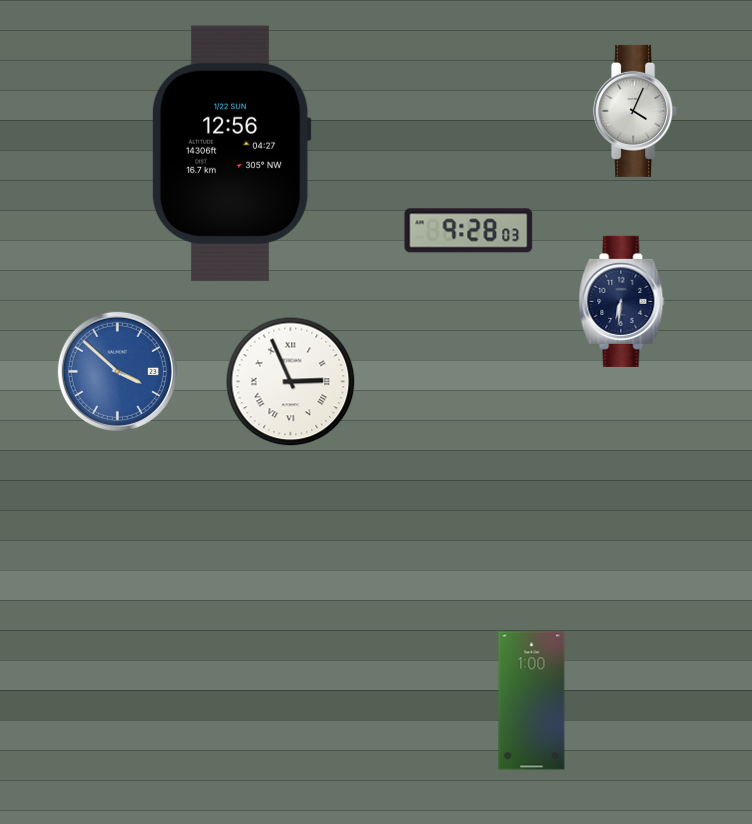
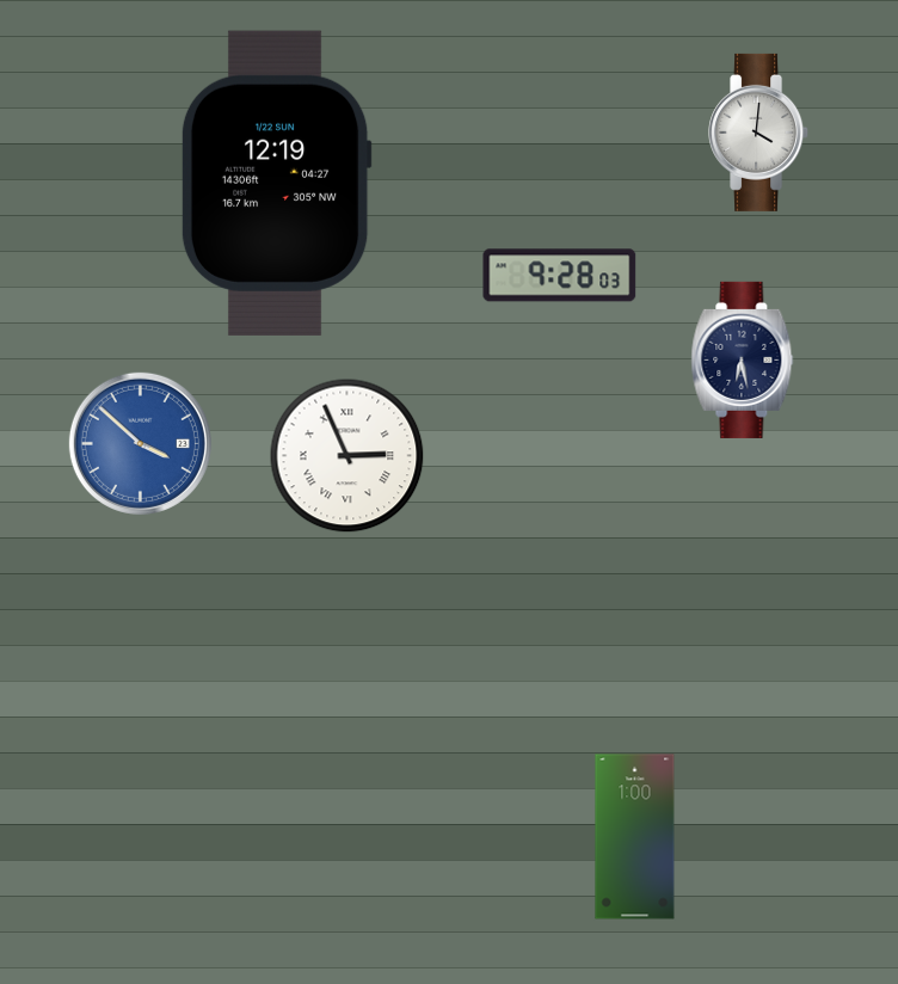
clock at (636, 111): 4:04 -> 4:01
clock at (231, 153): 12:56 -> 12:19
clock at (622, 301): 6:31 -> 6:28
